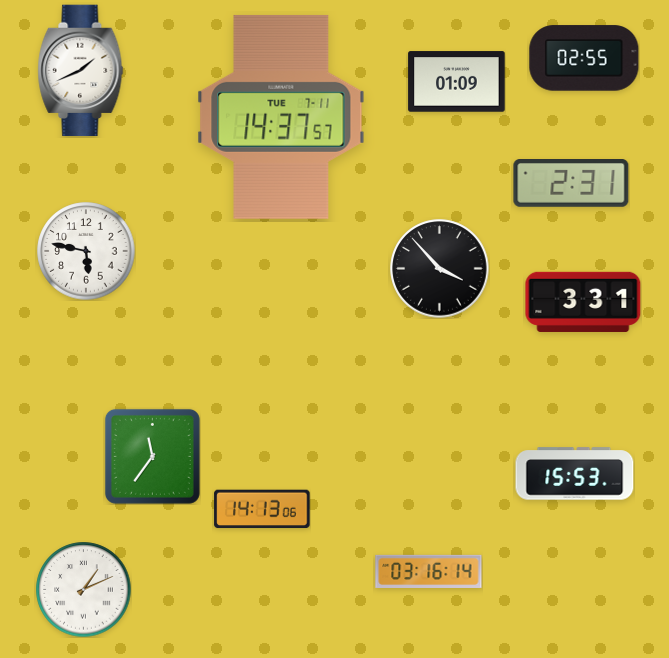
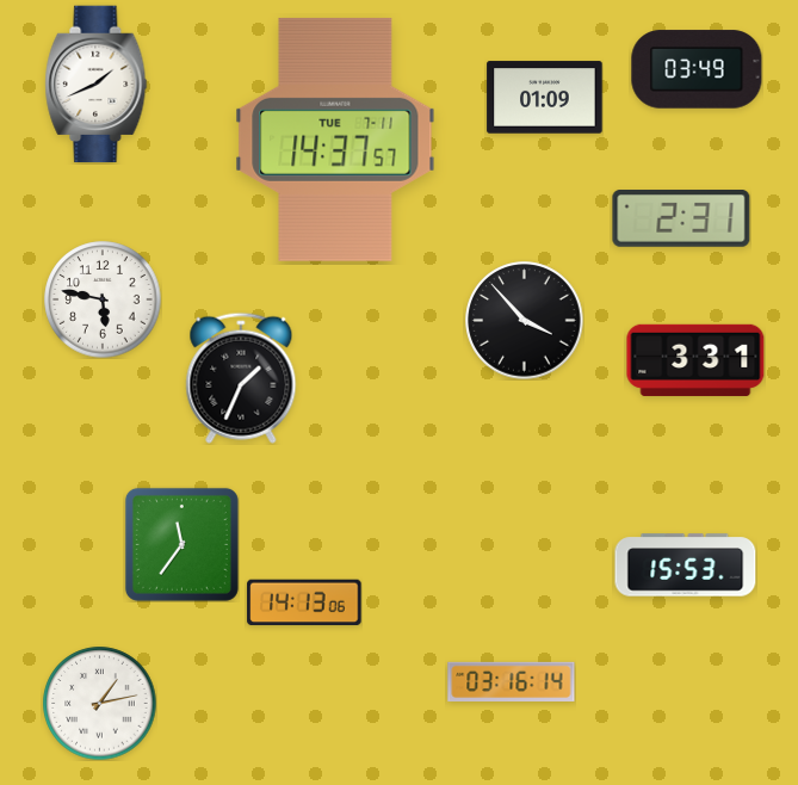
clock at (584, 58): 02:55 -> 03:49
clock at (241, 378): none -> 1:34
clock at (262, 509) position: (262, 509) -> (304, 602)
clock at (83, 589): 1:11 -> 1:13
